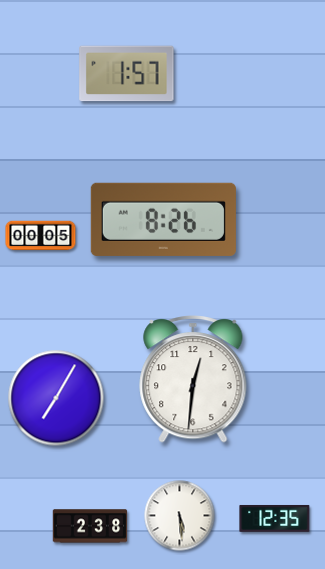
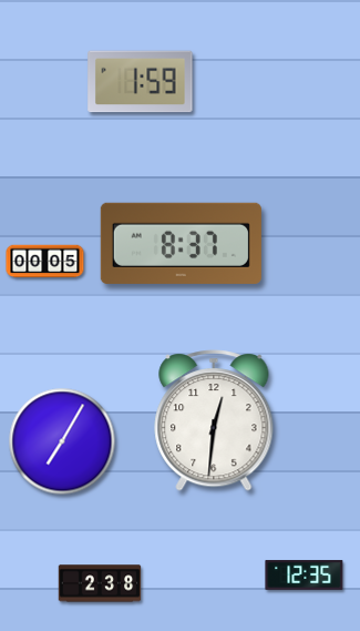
clock at (127, 74): 1:57 -> 1:59
clock at (163, 219): 8:26 -> 8:37
clock at (180, 516): 5:29 -> none
